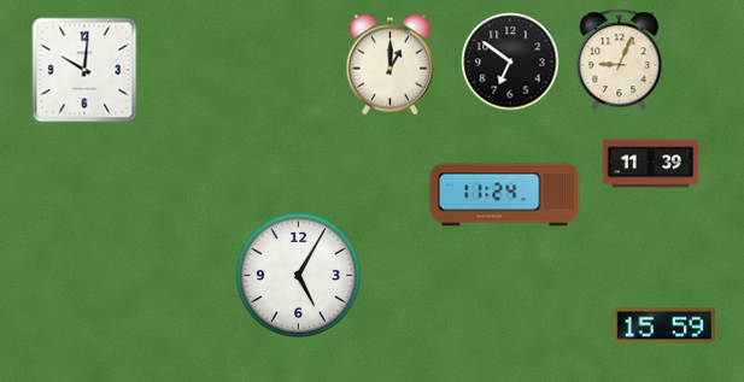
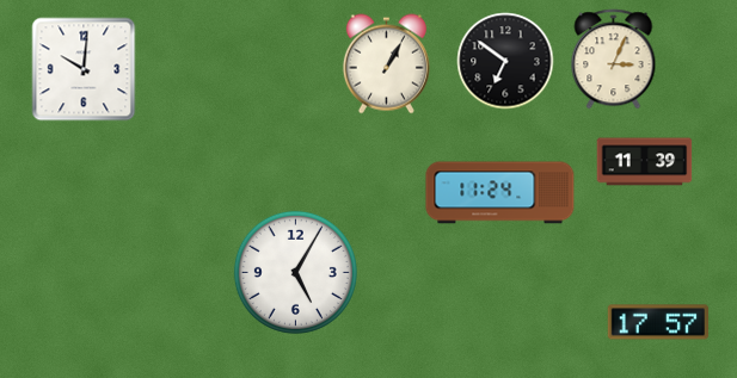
clock at (620, 59): 9:04 -> 3:04
clock at (389, 64): 1:00 -> 1:05
clock at (664, 325): 15:59 -> 17:57
